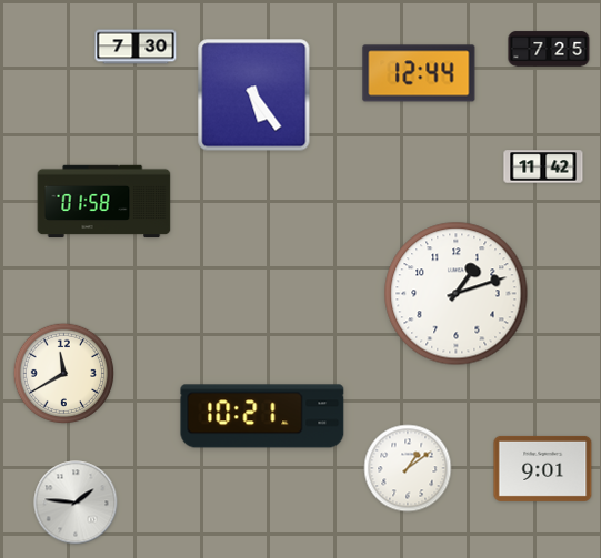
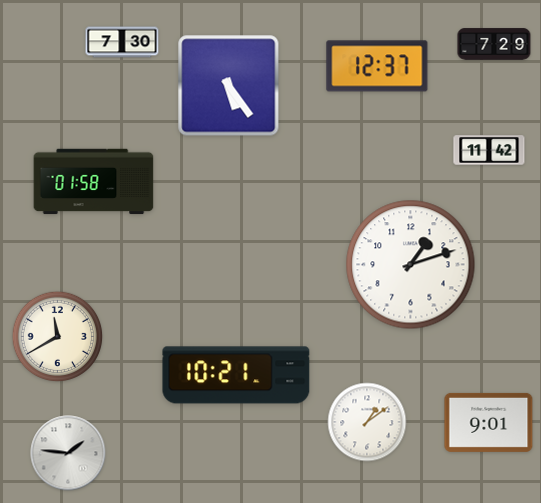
clock at (549, 49): 7:25 -> 7:29
clock at (419, 73): 12:44 -> 12:37
